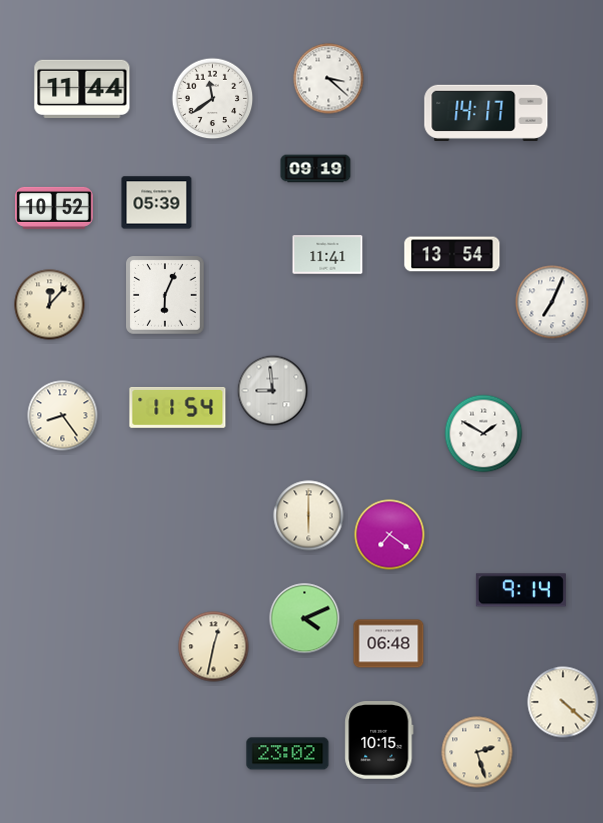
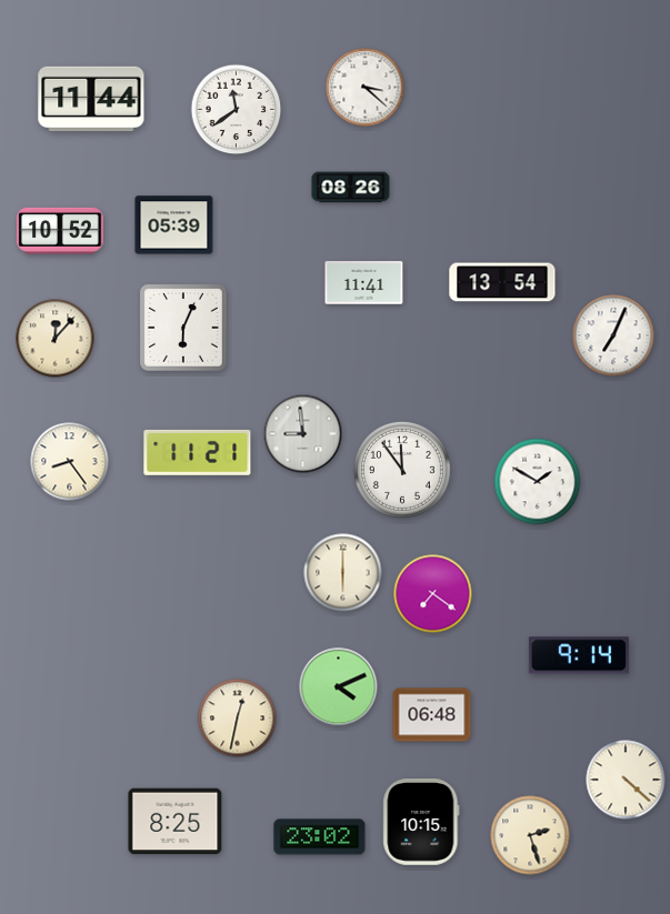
clock at (486, 113): 14:17 -> none
clock at (316, 169): 09:19 -> 08:26
clock at (178, 407): 11:54 -> 11:21
clock at (402, 470): none -> 11:54
clock at (176, 822): none -> 8:25
